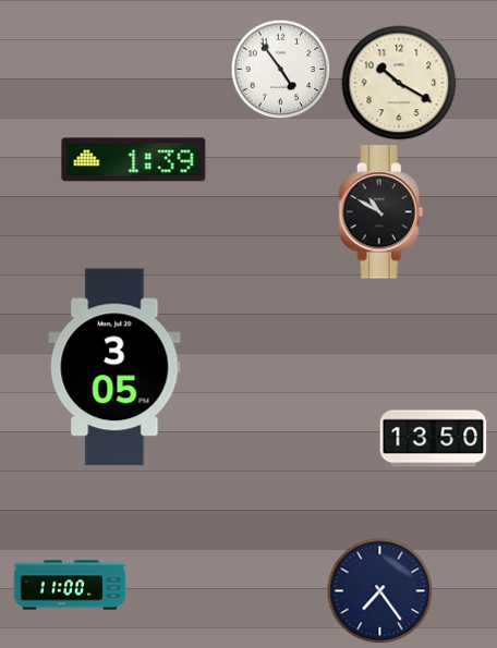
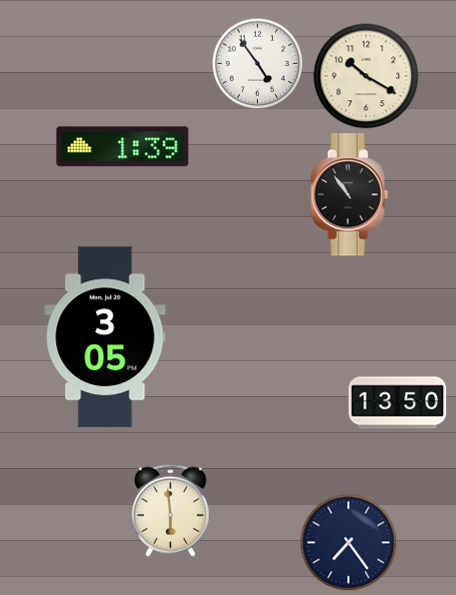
clock at (381, 212): 10:50 -> 10:54
clock at (170, 510): none -> 5:59
clock at (70, 585): 11:00 -> none
